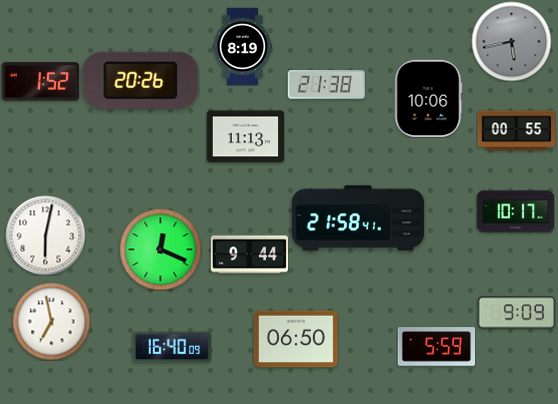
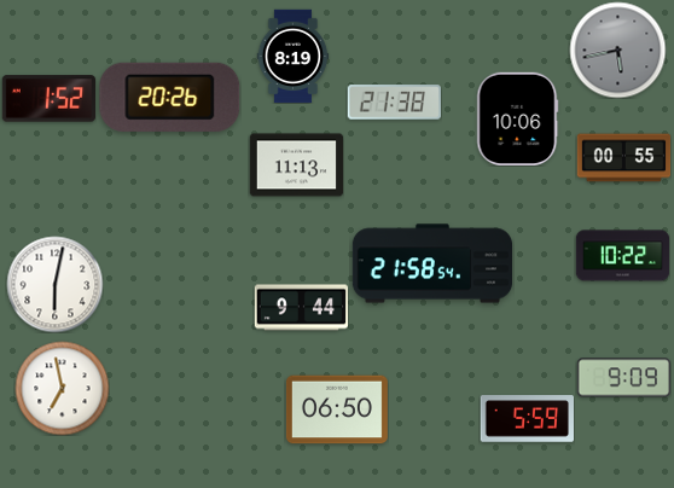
clock at (515, 212): 10:17 -> 10:22
clock at (358, 218): 21:58:41 -> 21:58:54
clock at (160, 249): 12:19 -> none
clock at (296, 339) position: (296, 339) -> (337, 409)
clock at (171, 347): 16:40 -> none
